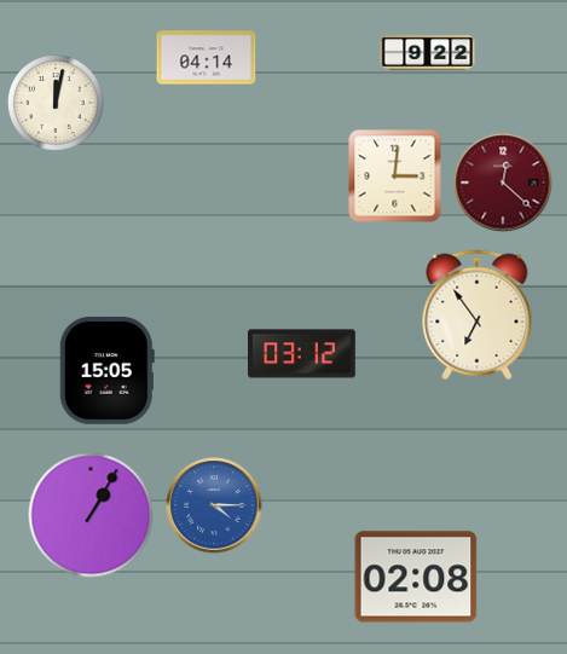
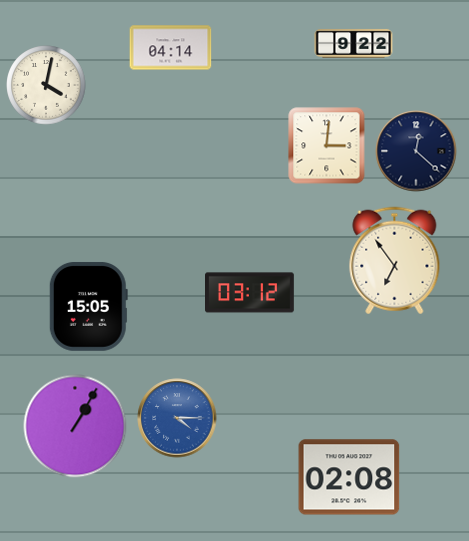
clock at (56, 103): 12:02 -> 4:02
clock at (503, 183) dial: burgundy -> navy
clock at (416, 577) position: (416, 577) -> (349, 477)
